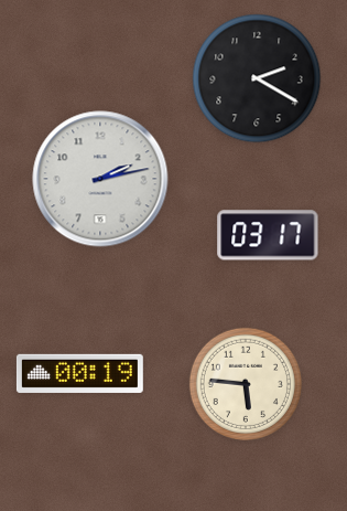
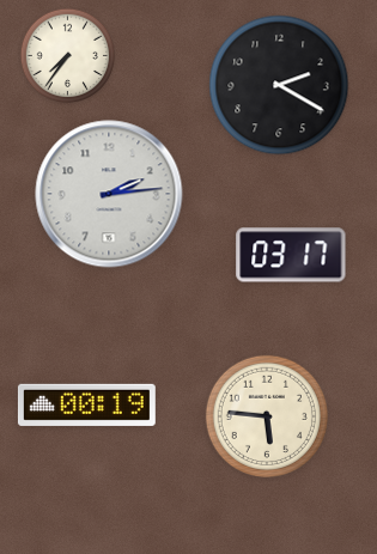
clock at (68, 56): none -> 7:36
clock at (100, 179): 2:13 -> 2:14
